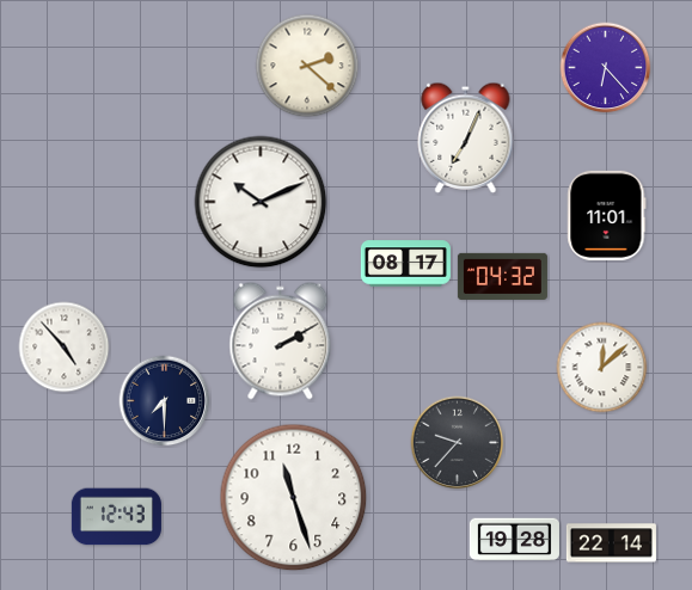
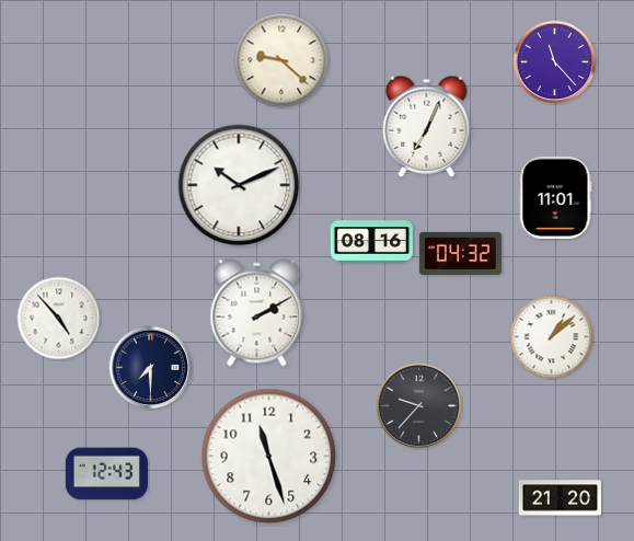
clock at (307, 66): 2:22 -> 9:22
clock at (606, 68): 6:23 -> 11:23
clock at (405, 264): 08:17 -> 08:16
clock at (602, 368): 12:08 -> 1:08
clock at (514, 540): 19:28 -> none
clock at (611, 543): 22:14 -> 21:20
